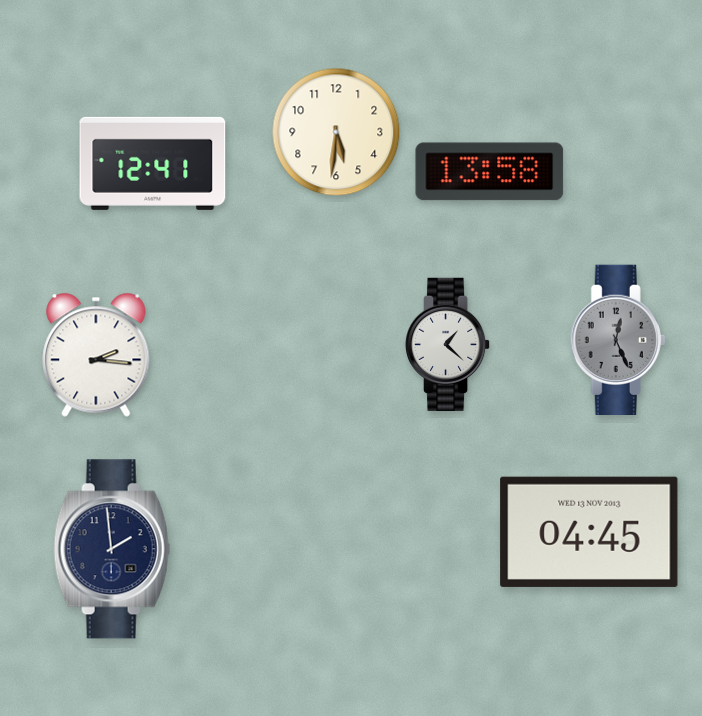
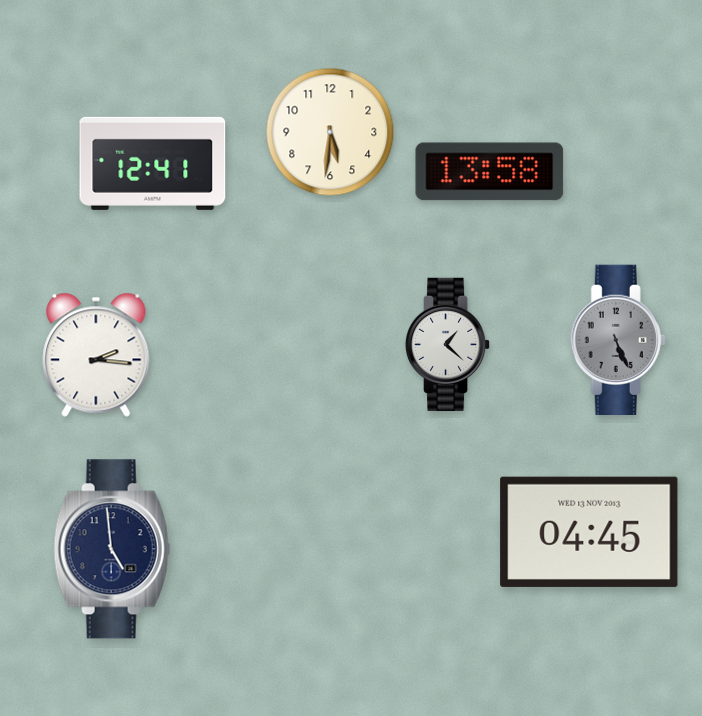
clock at (336, 132) position: (336, 132) -> (330, 132)
clock at (618, 339): 12:26 -> 5:26
clock at (112, 549): 1:59 -> 4:59
